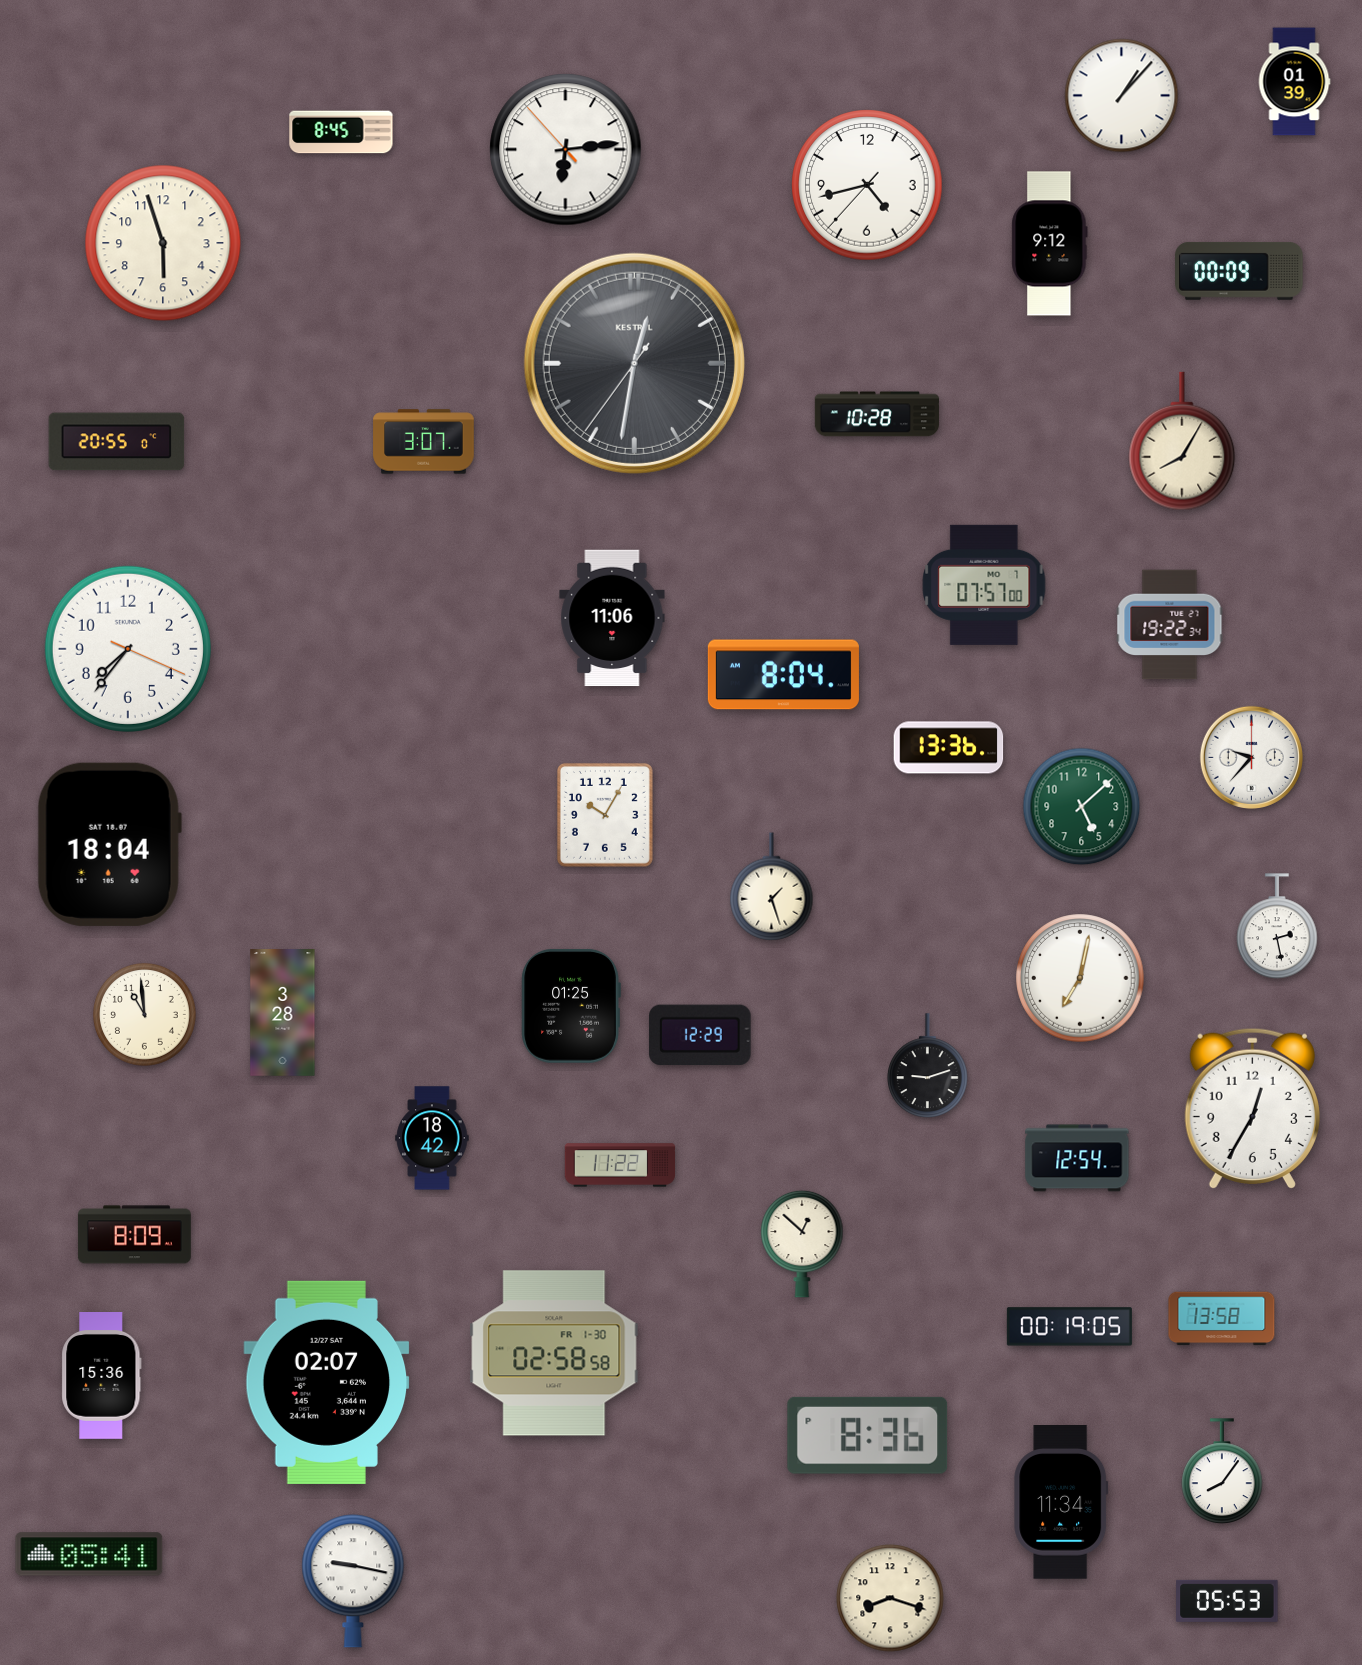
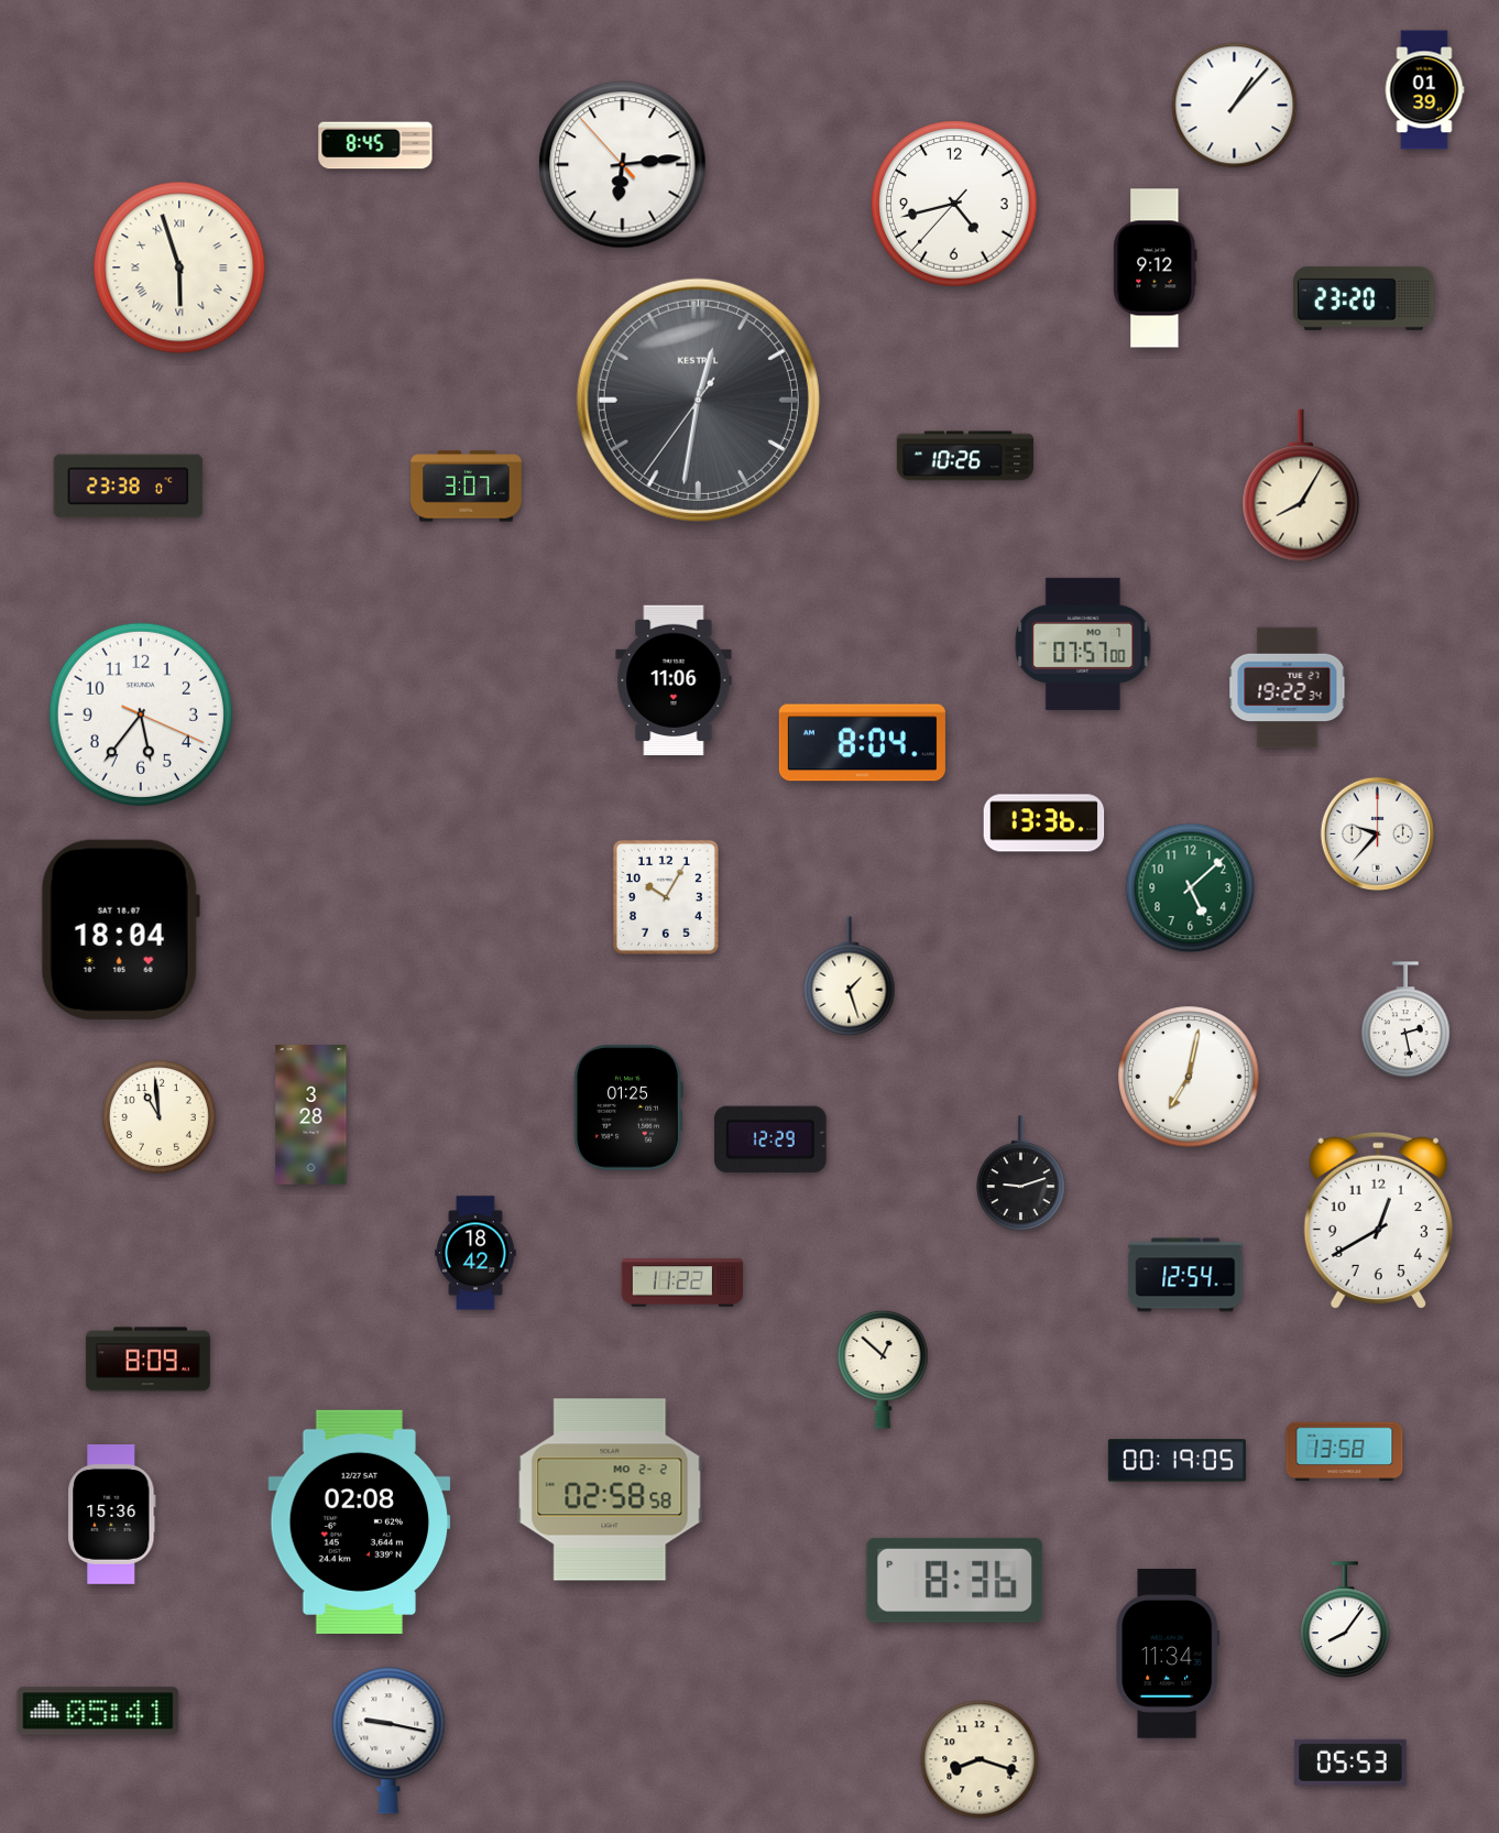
clock at (163, 243) numerals: Arabic -> Roman
clock at (1239, 271): 00:09 -> 23:20
clock at (877, 414): 10:28 -> 10:26
clock at (117, 442): 20:55 -> 23:38
clock at (128, 649): 7:36 -> 5:36
clock at (1252, 1109): 12:35 -> 12:40
clock at (554, 1353) date: FR 1-30 -> MO 2-2
clock at (327, 1382): 02:07 -> 02:08
